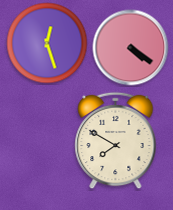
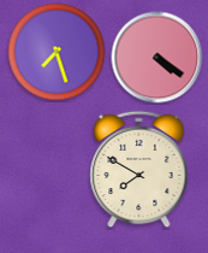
clock at (47, 43): 12:27 -> 7:27
